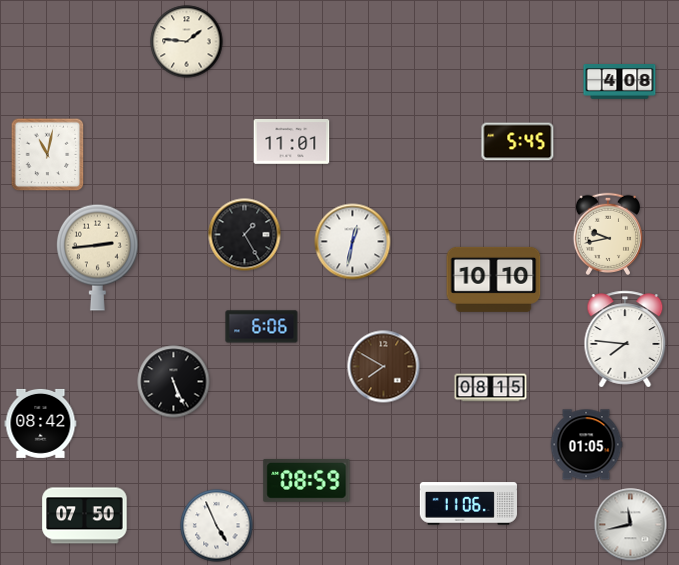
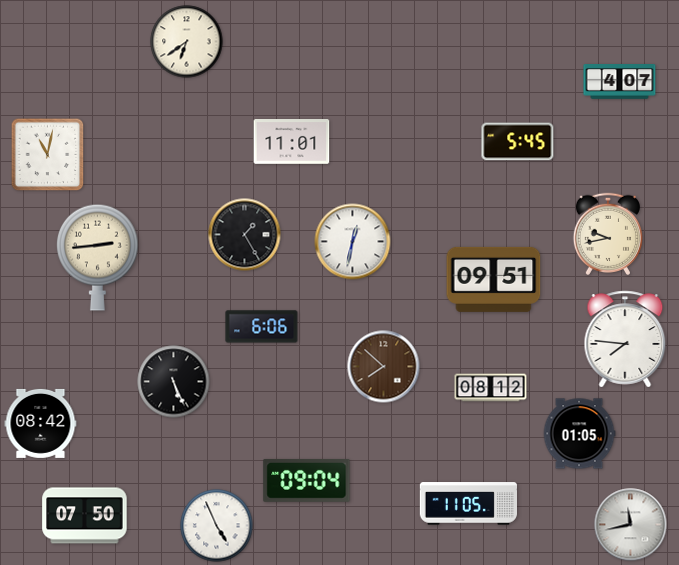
clock at (187, 42): 1:46 -> 6:39
clock at (620, 82): 4:08 -> 4:07
clock at (494, 279): 10:10 -> 09:51
clock at (384, 367): 7:50 -> 7:52
clock at (491, 388): 08:15 -> 08:12
clock at (586, 445) position: (586, 445) -> (579, 434)
clock at (307, 480): 08:59 -> 09:04
clock at (468, 504): 11:06 -> 11:05
